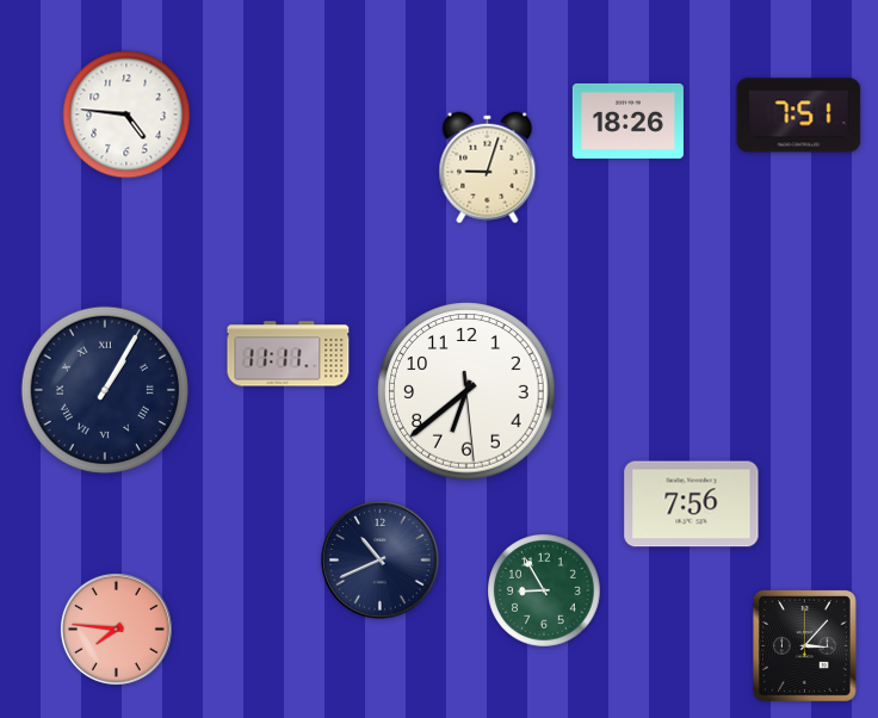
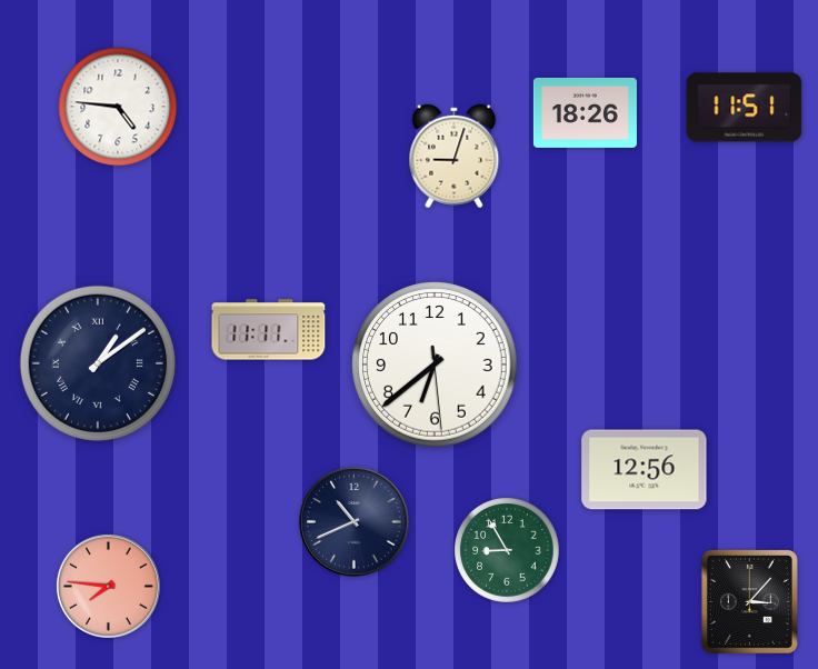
clock at (799, 116): 7:51 -> 11:51
clock at (105, 390): 1:05 -> 1:09
clock at (692, 505): 7:56 -> 12:56
